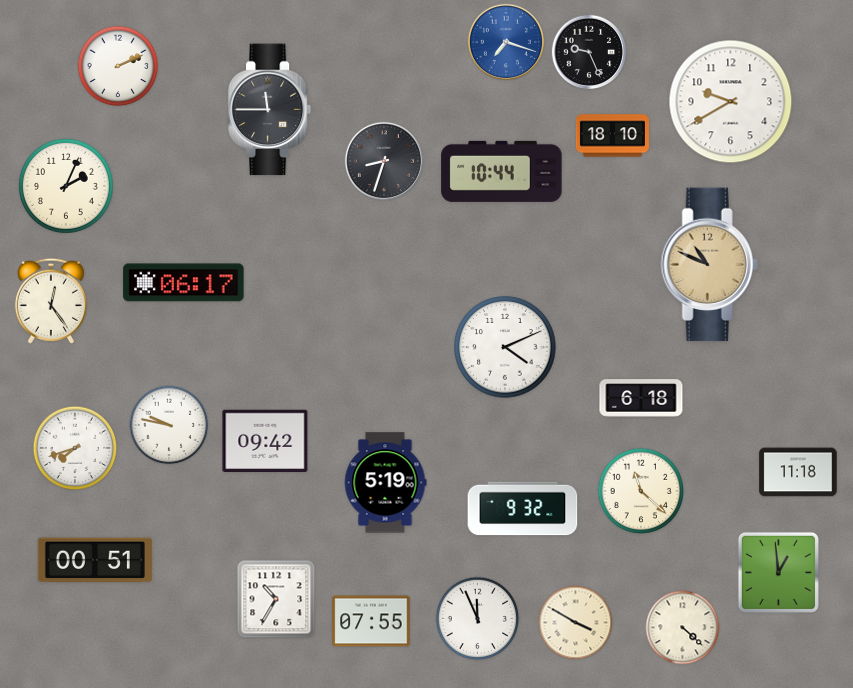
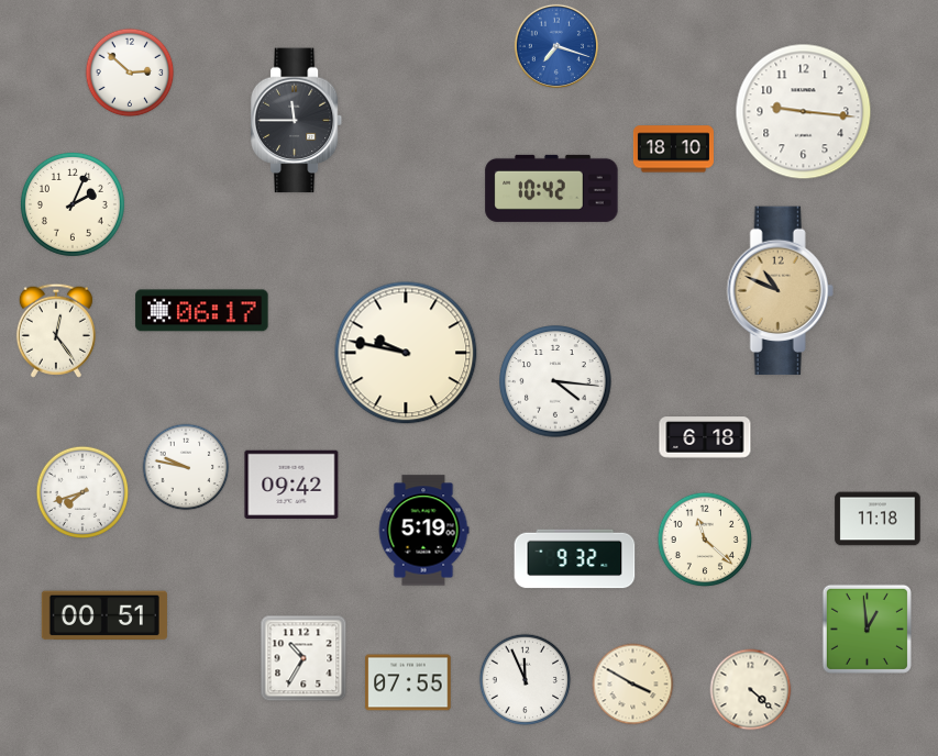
clock at (589, 52): 9:26 -> none
clock at (118, 66): 2:11 -> 2:52
clock at (731, 102): 9:40 -> 9:16
clock at (383, 160): 8:33 -> none
clock at (502, 171): 10:44 -> 10:42
clock at (406, 353): none -> 9:47
clock at (505, 347): 4:11 -> 4:16
clock at (778, 572) position: (778, 572) -> (867, 629)
